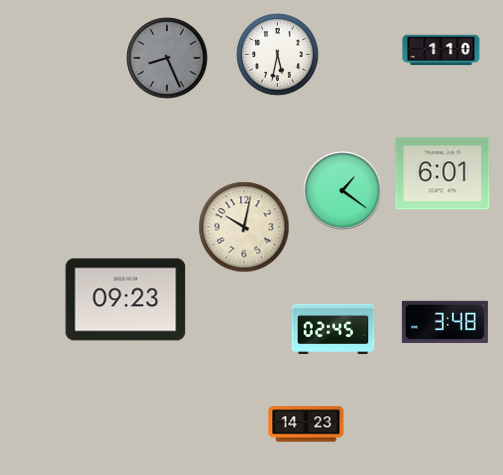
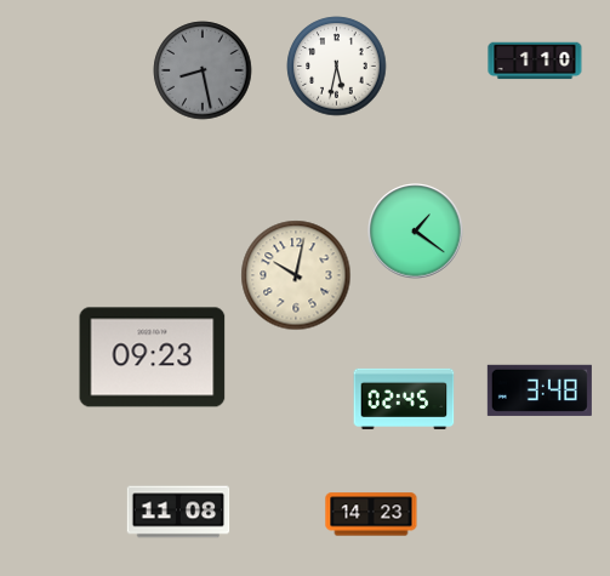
clock at (167, 58): 8:26 -> 8:28
clock at (443, 174): 6:01 -> none
clock at (126, 300) position: (126, 300) -> (153, 358)
clock at (178, 512): none -> 11:08
